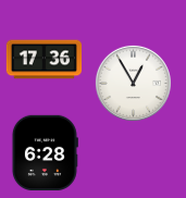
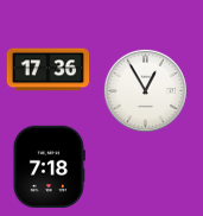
clock at (45, 60) position: (45, 60) -> (49, 70)
clock at (45, 152): 6:28 -> 7:18
